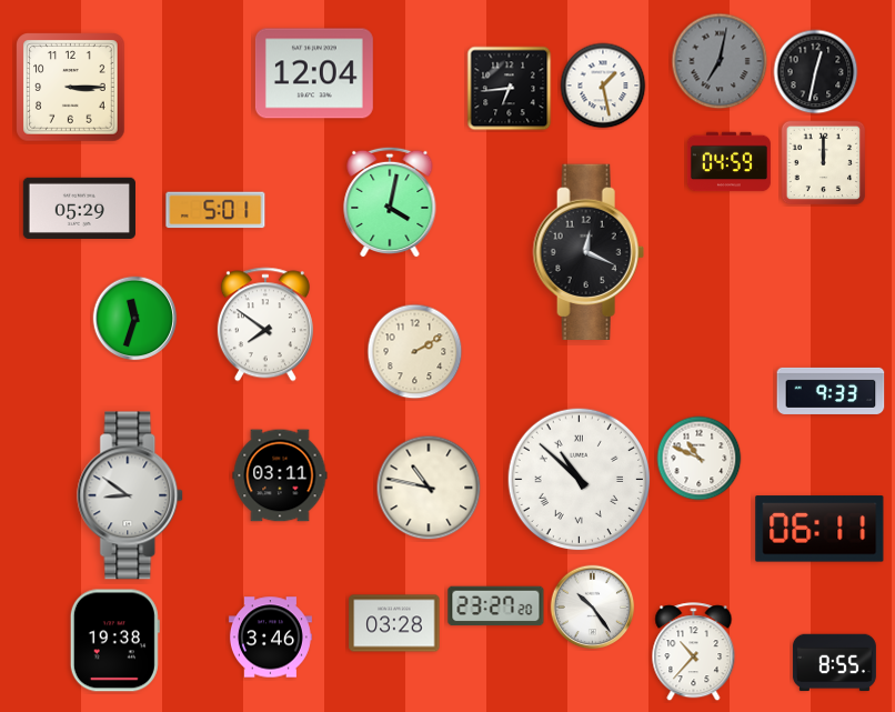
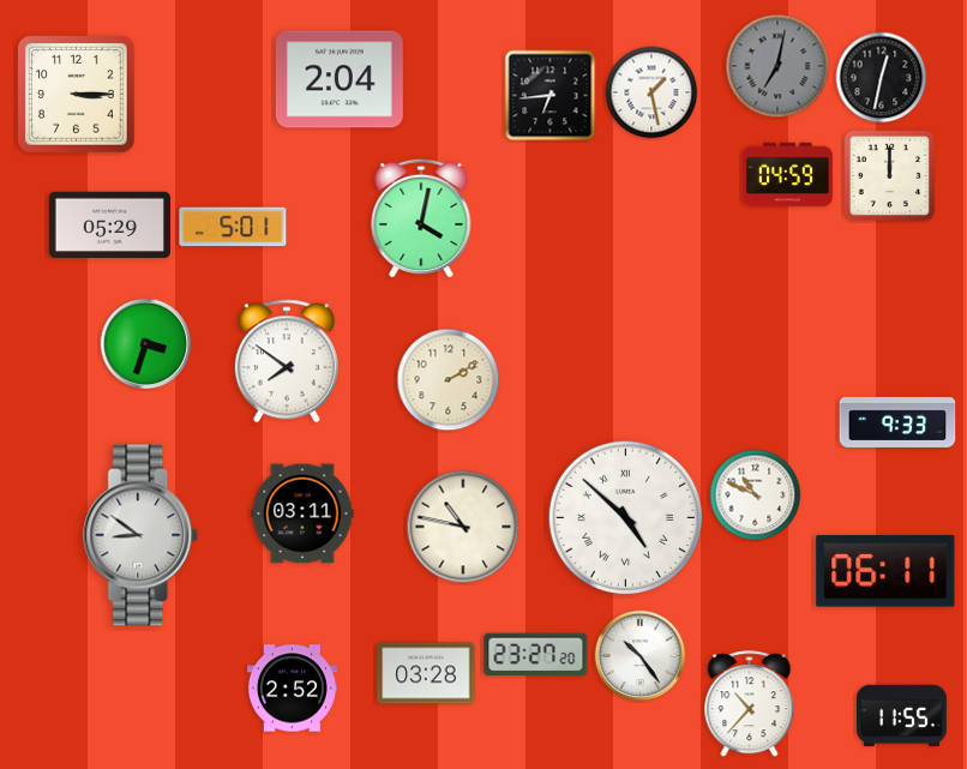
clock at (314, 73): 12:04 -> 2:04
clock at (79, 208) position: (79, 208) -> (109, 224)
clock at (589, 251): 12:19 -> none
clock at (135, 319): 11:33 -> 3:33
clock at (265, 324) position: (265, 324) -> (287, 361)
clock at (580, 480): 10:52 -> 4:52
clock at (270, 638): 3:46 -> 2:52
clock at (114, 641): 19:38 -> none
clock at (834, 663): 8:55 -> 11:55
